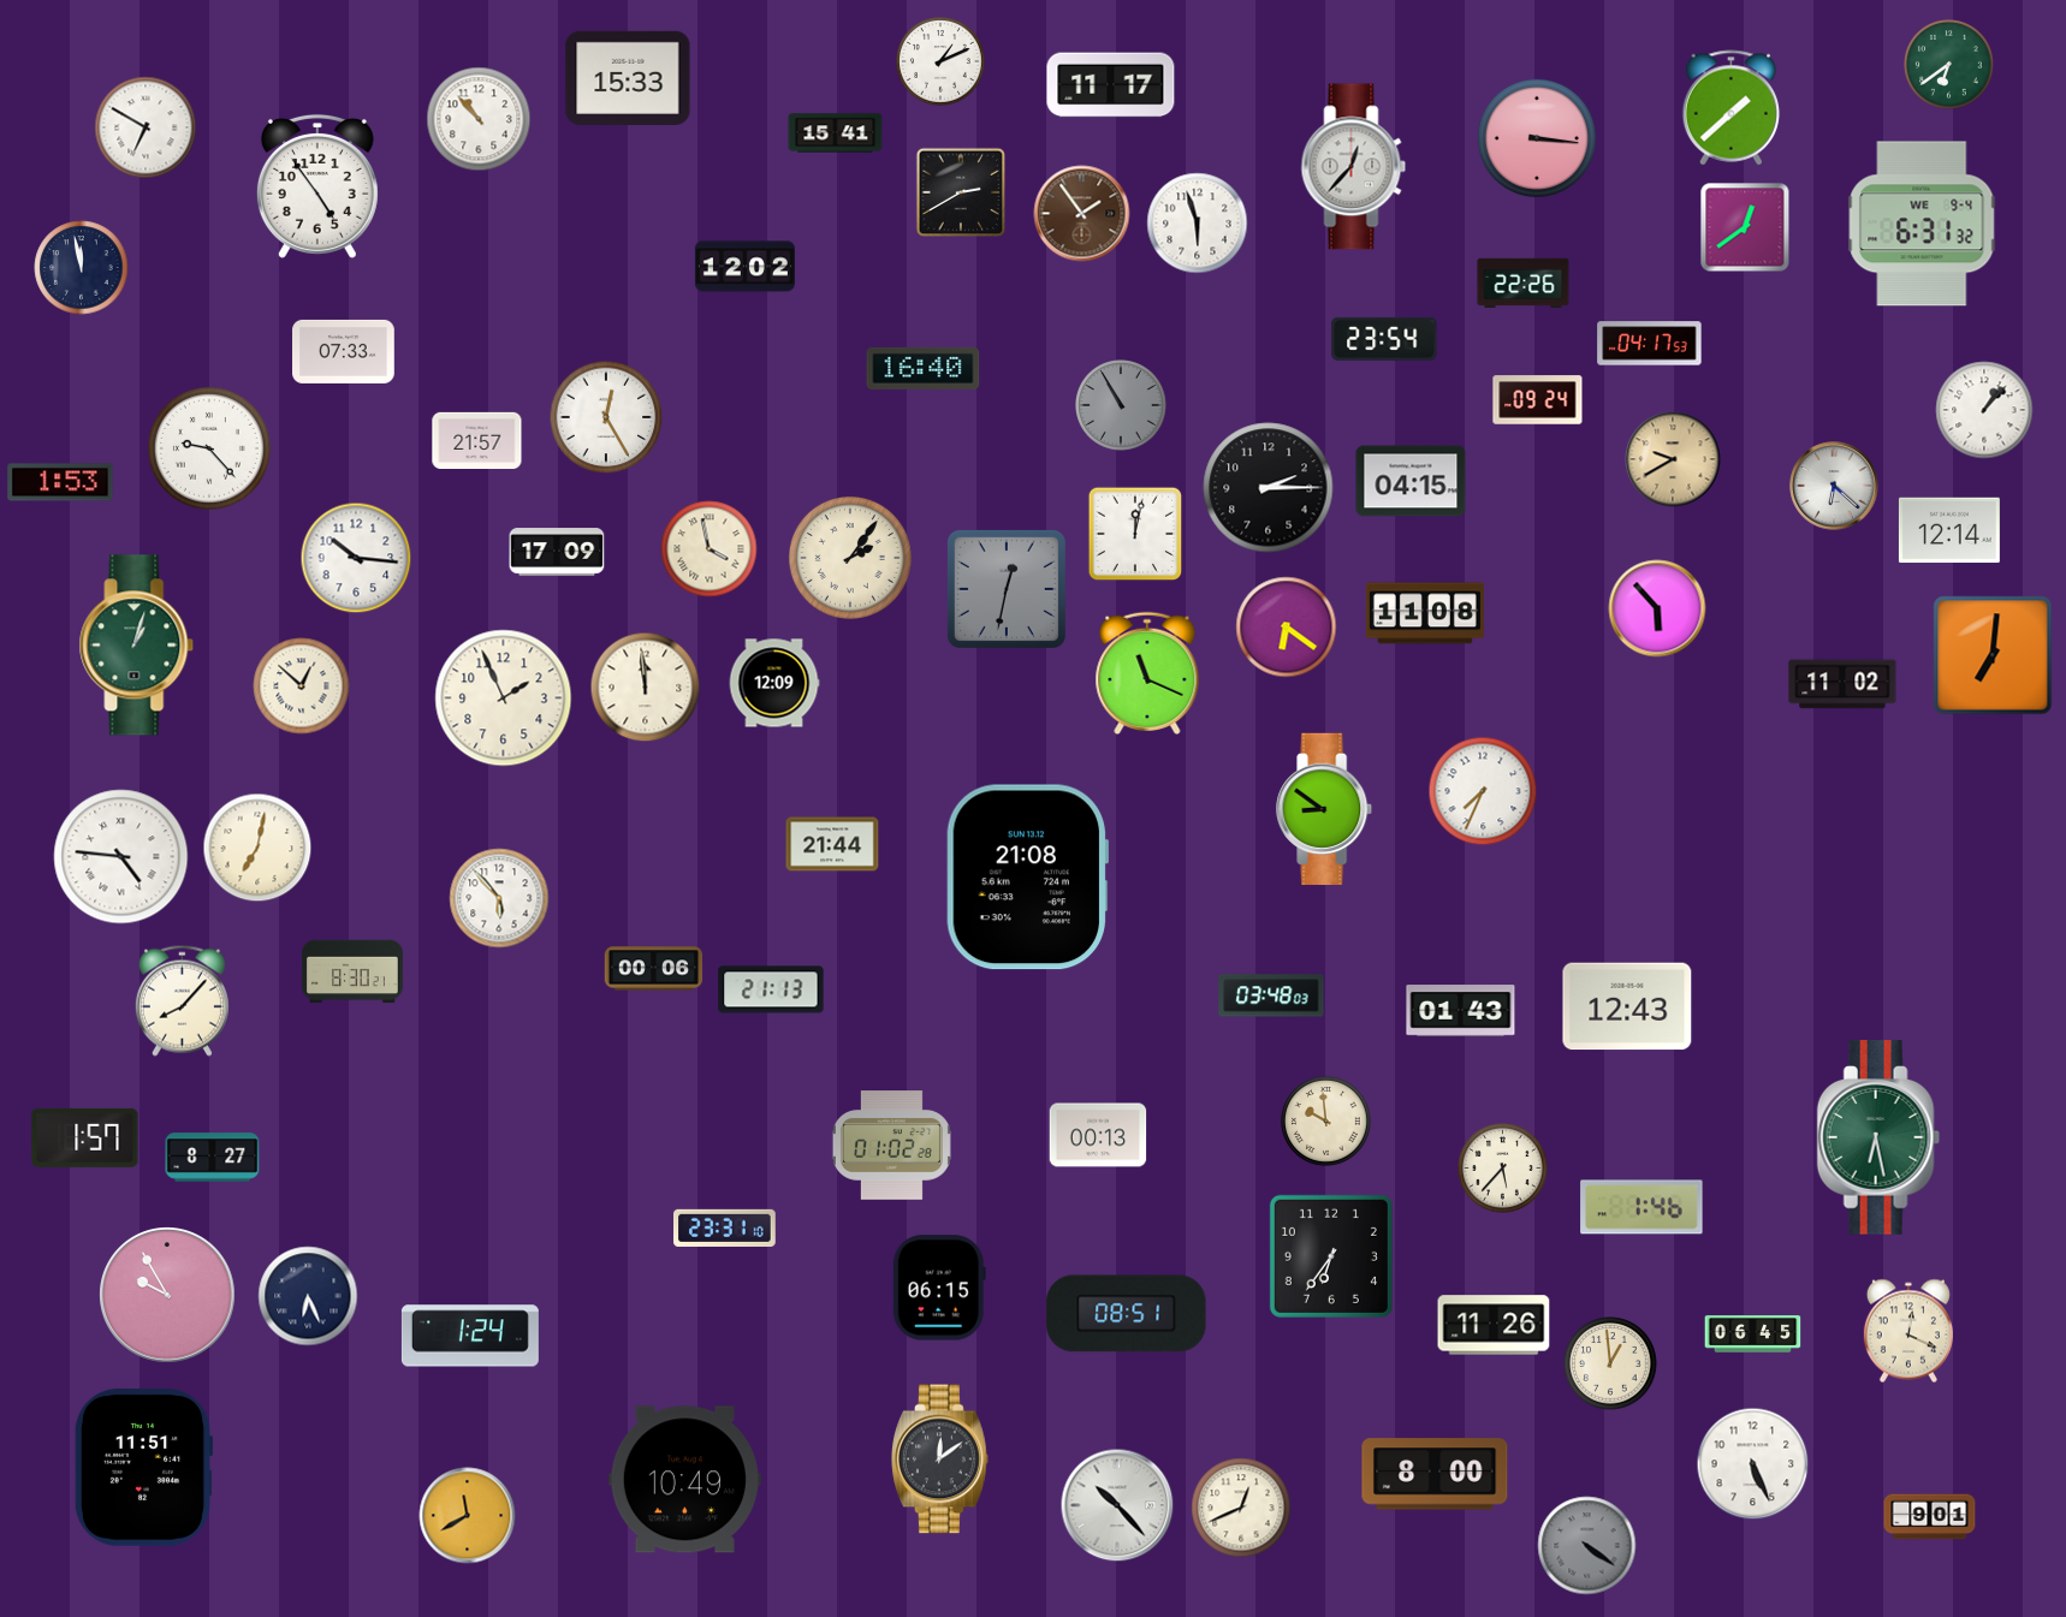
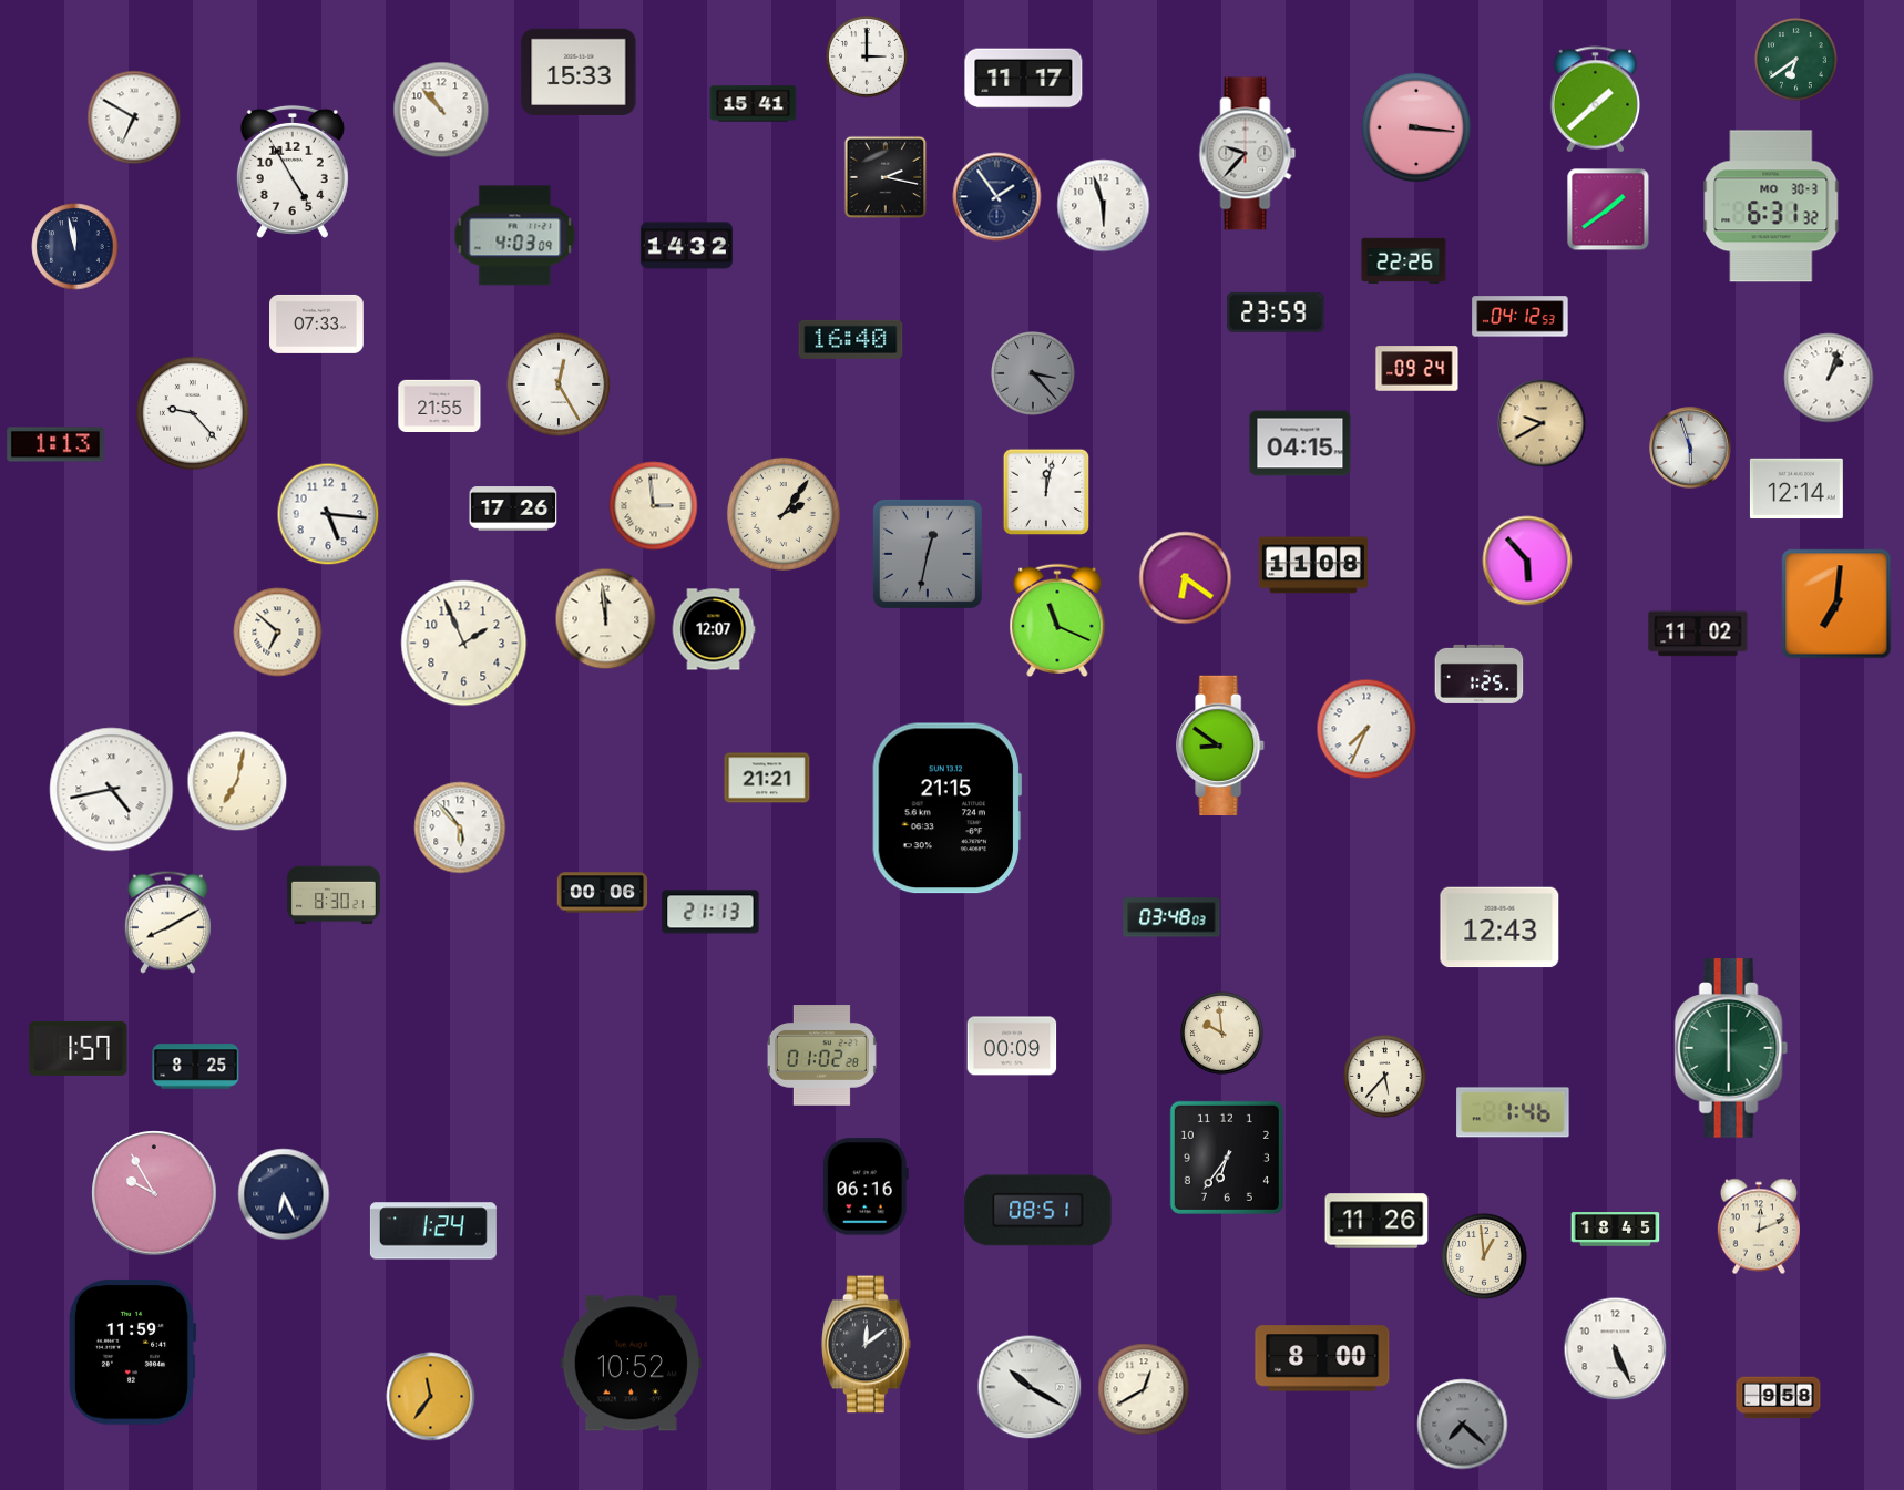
clock at (942, 63): 1:11 -> 3:00
clock at (836, 133) position: (836, 133) -> (754, 104)
clock at (1354, 167): 12:37 -> 9:37
clock at (317, 186): 4:54 -> 4:55
clock at (961, 192): 2:40 -> 2:17
clock at (1082, 214) dial: brown -> navy
clock at (1922, 224) date: WE 9-4 -> MO 30-3
clock at (1745, 227): 12:39 -> 1:39
clock at (515, 236): none -> 4:03
clock at (744, 267): 12:02 -> 14:32
clock at (1384, 339): 23:54 -> 23:59
clock at (1650, 344): 04:17 -> 04:12
clock at (1121, 405): 10:55 -> 3:23
clock at (1984, 410): 1:07 -> 1:03
clock at (477, 440): 21:57 -> 21:55
clock at (60, 482): 1:53 -> 1:13
clock at (1834, 486): 6:22 -> 5:57
clock at (1269, 488): 2:15 -> none
clock at (710, 549): 3:58 -> 2:59
clock at (557, 552): 17:09 -> 17:26
clock at (356, 558): 10:16 -> 5:16
clock at (1007, 589) position: (1007, 589) -> (928, 554)
clock at (137, 646): 1:03 -> none
clock at (774, 683): 12:09 -> 12:07
clock at (1842, 684) position: (1842, 684) -> (1698, 634)
clock at (302, 686): 12:52 -> 6:52
clock at (646, 688) position: (646, 688) -> (606, 619)
clock at (1480, 674): none -> 1:25
clock at (832, 844): 21:44 -> 21:21
clock at (121, 857): 4:46 -> 4:43
clock at (1028, 878): 21:08 -> 21:15
clock at (352, 971) position: (352, 971) -> (334, 895)
clock at (182, 1000): 8:07 -> 8:10
clock at (1461, 1011): 01:43 -> none
clock at (1098, 1135): 00:13 -> 00:09
clock at (1878, 1137): 6:28 -> 6:00
clock at (213, 1158): 8:27 -> 8:25
clock at (725, 1227): 23:31 -> none
clock at (939, 1288): 06:15 -> 06:16
clock at (1908, 1331): 12:19 -> 12:11
clock at (1753, 1334): 06:45 -> 18:45
clock at (143, 1467): 11:51 -> 11:59
clock at (684, 1480): 10:49 -> 10:52
clock at (1117, 1505): 10:23 -> 10:20
clock at (1241, 1508): 12:41 -> 12:40
clock at (468, 1516): 11:40 -> 11:36
clock at (1930, 1517): 9:01 -> 9:58
clock at (1587, 1546): 4:21 -> 7:22
